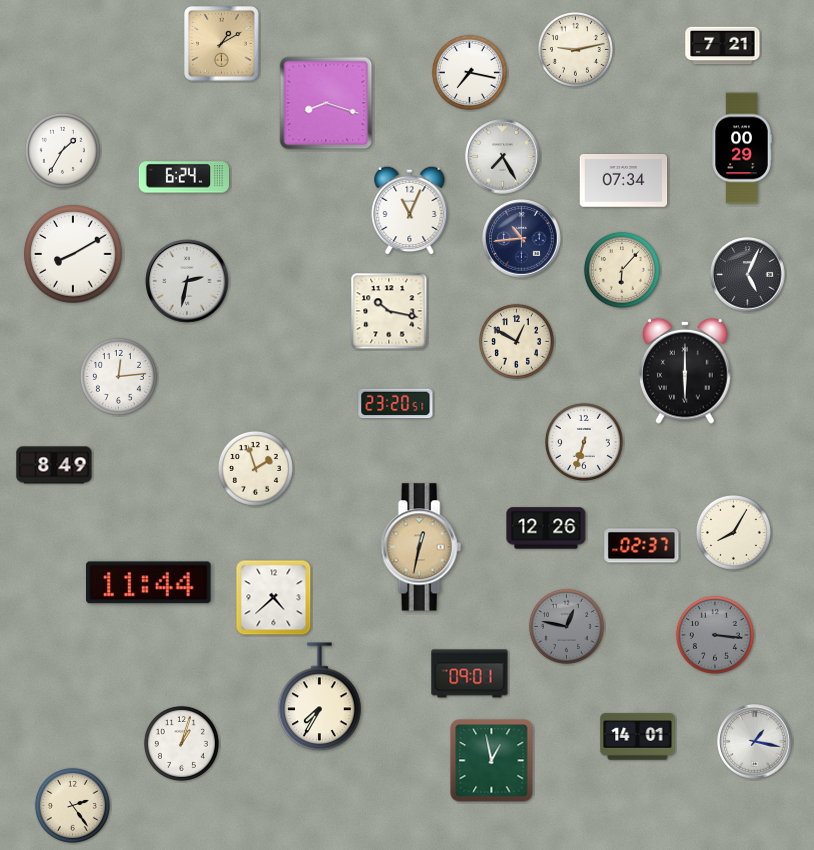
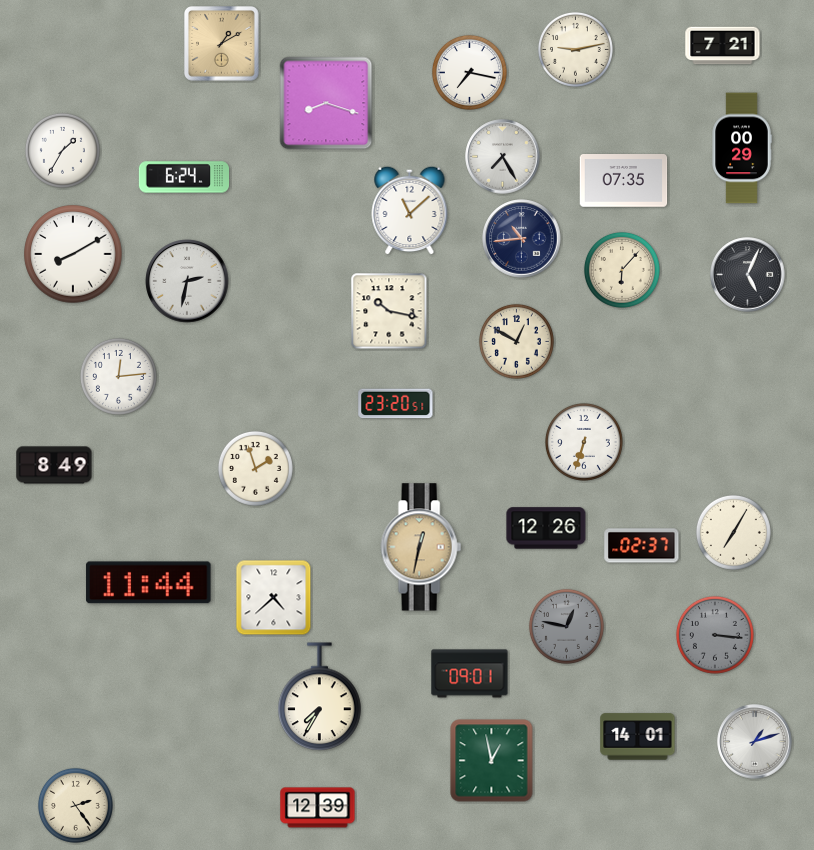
clock at (624, 181): 07:34 -> 07:35
clock at (410, 210): 11:04 -> 11:08
clock at (685, 371): 6:00 -> none
clock at (733, 532): 8:05 -> 7:05
clock at (755, 742): 1:17 -> 1:12
clock at (181, 743): 1:03 -> none
clock at (72, 805) position: (72, 805) -> (75, 805)
clock at (318, 808): none -> 12:39
